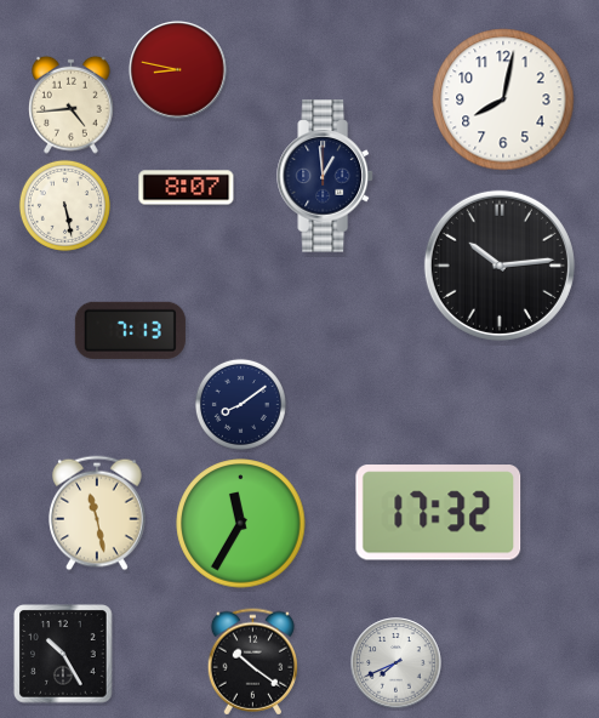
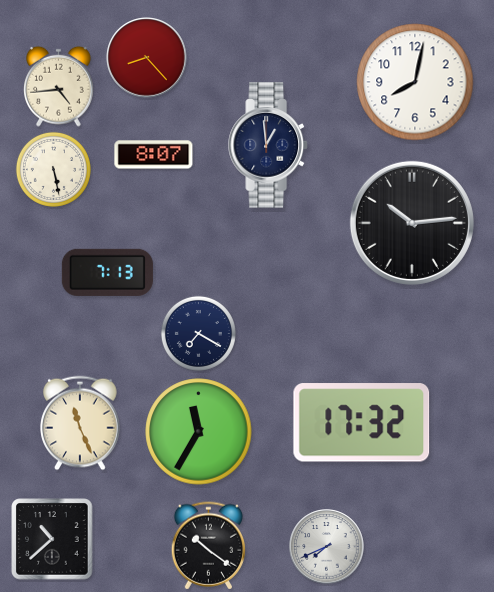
clock at (178, 70): 8:47 -> 8:23
clock at (500, 266) position: (500, 266) -> (412, 223)
clock at (240, 404): 8:09 -> 7:20
clock at (97, 513): 11:28 -> 11:26
clock at (63, 654): 10:25 -> 10:38
